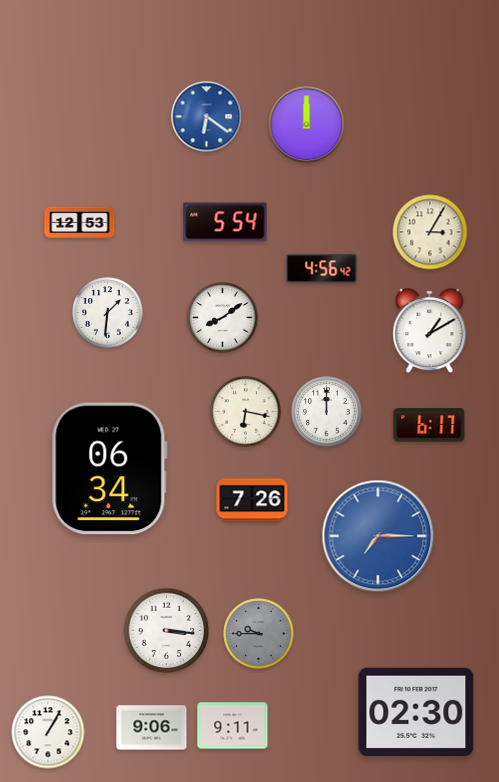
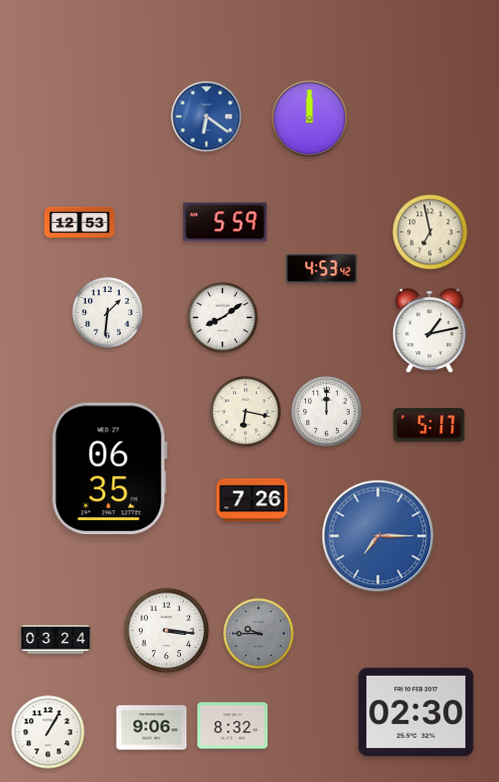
clock at (307, 125) position: (307, 125) -> (310, 119)
clock at (225, 222): 5:54 -> 5:59
clock at (430, 232): 3:05 -> 6:58
clock at (322, 269): 4:56 -> 4:53
clock at (430, 331): 1:10 -> 1:13
clock at (429, 425): 6:17 -> 5:17
clock at (109, 469): 06:34 -> 06:35
clock at (56, 640): none -> 03:24
clock at (233, 726): 9:11 -> 8:32
